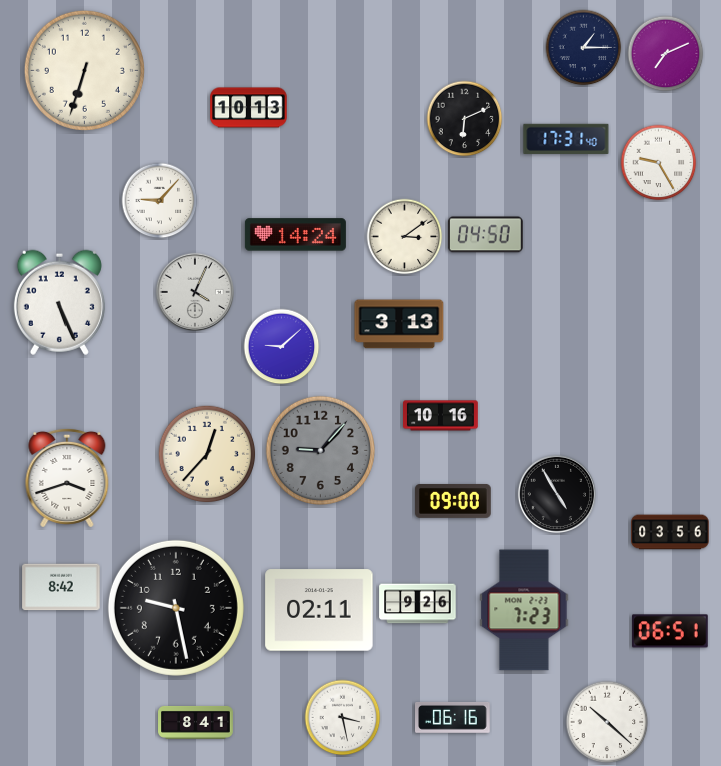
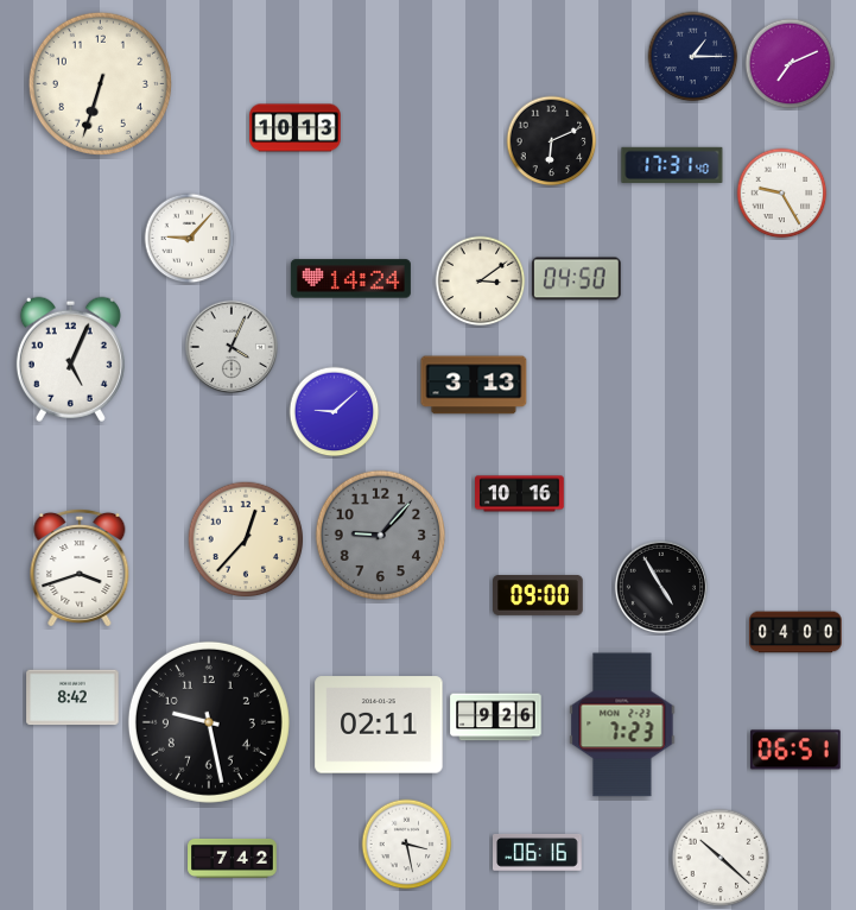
clock at (59, 302): 5:26 -> 5:04
clock at (441, 416) position: (441, 416) -> (520, 494)
clock at (670, 532): 03:56 -> 04:00
clock at (343, 718) position: (343, 718) -> (407, 845)
clock at (196, 722): 8:41 -> 7:42
